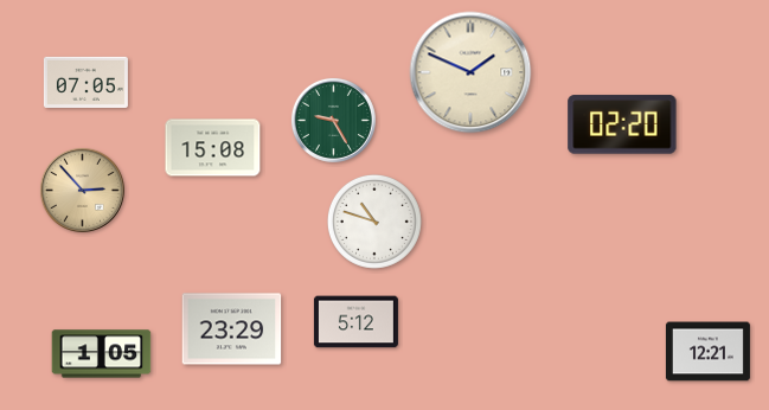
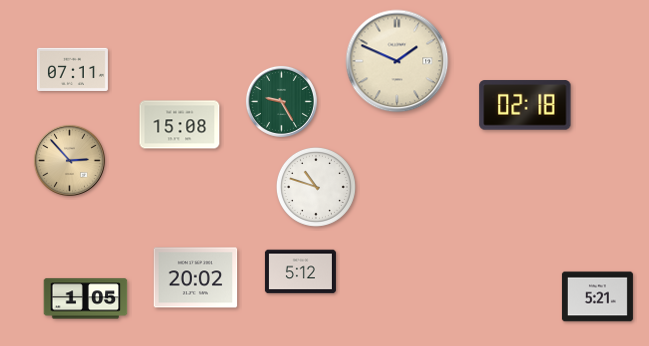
clock at (85, 82): 07:05 -> 07:11
clock at (622, 124): 02:20 -> 02:18
clock at (232, 329): 23:29 -> 20:02
clock at (707, 352): 12:21 -> 5:21
